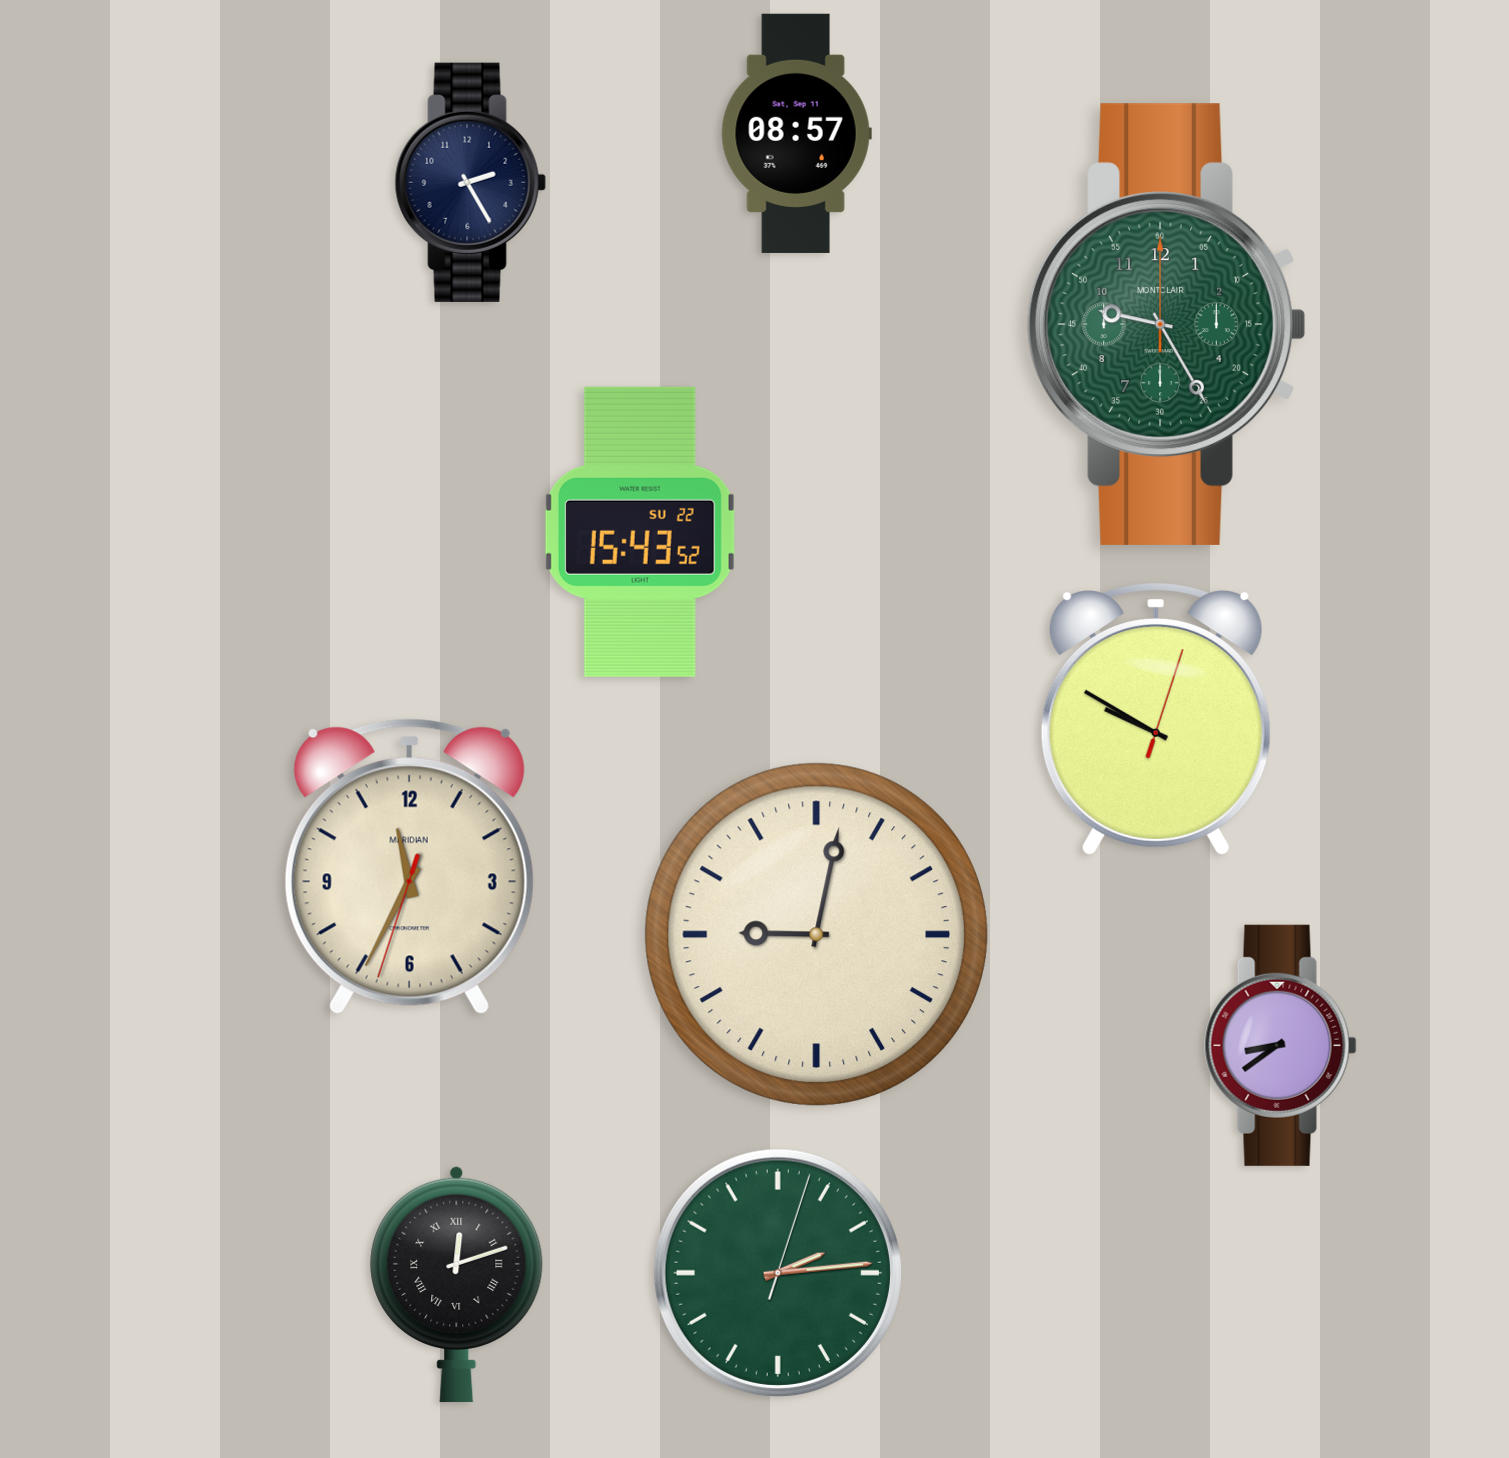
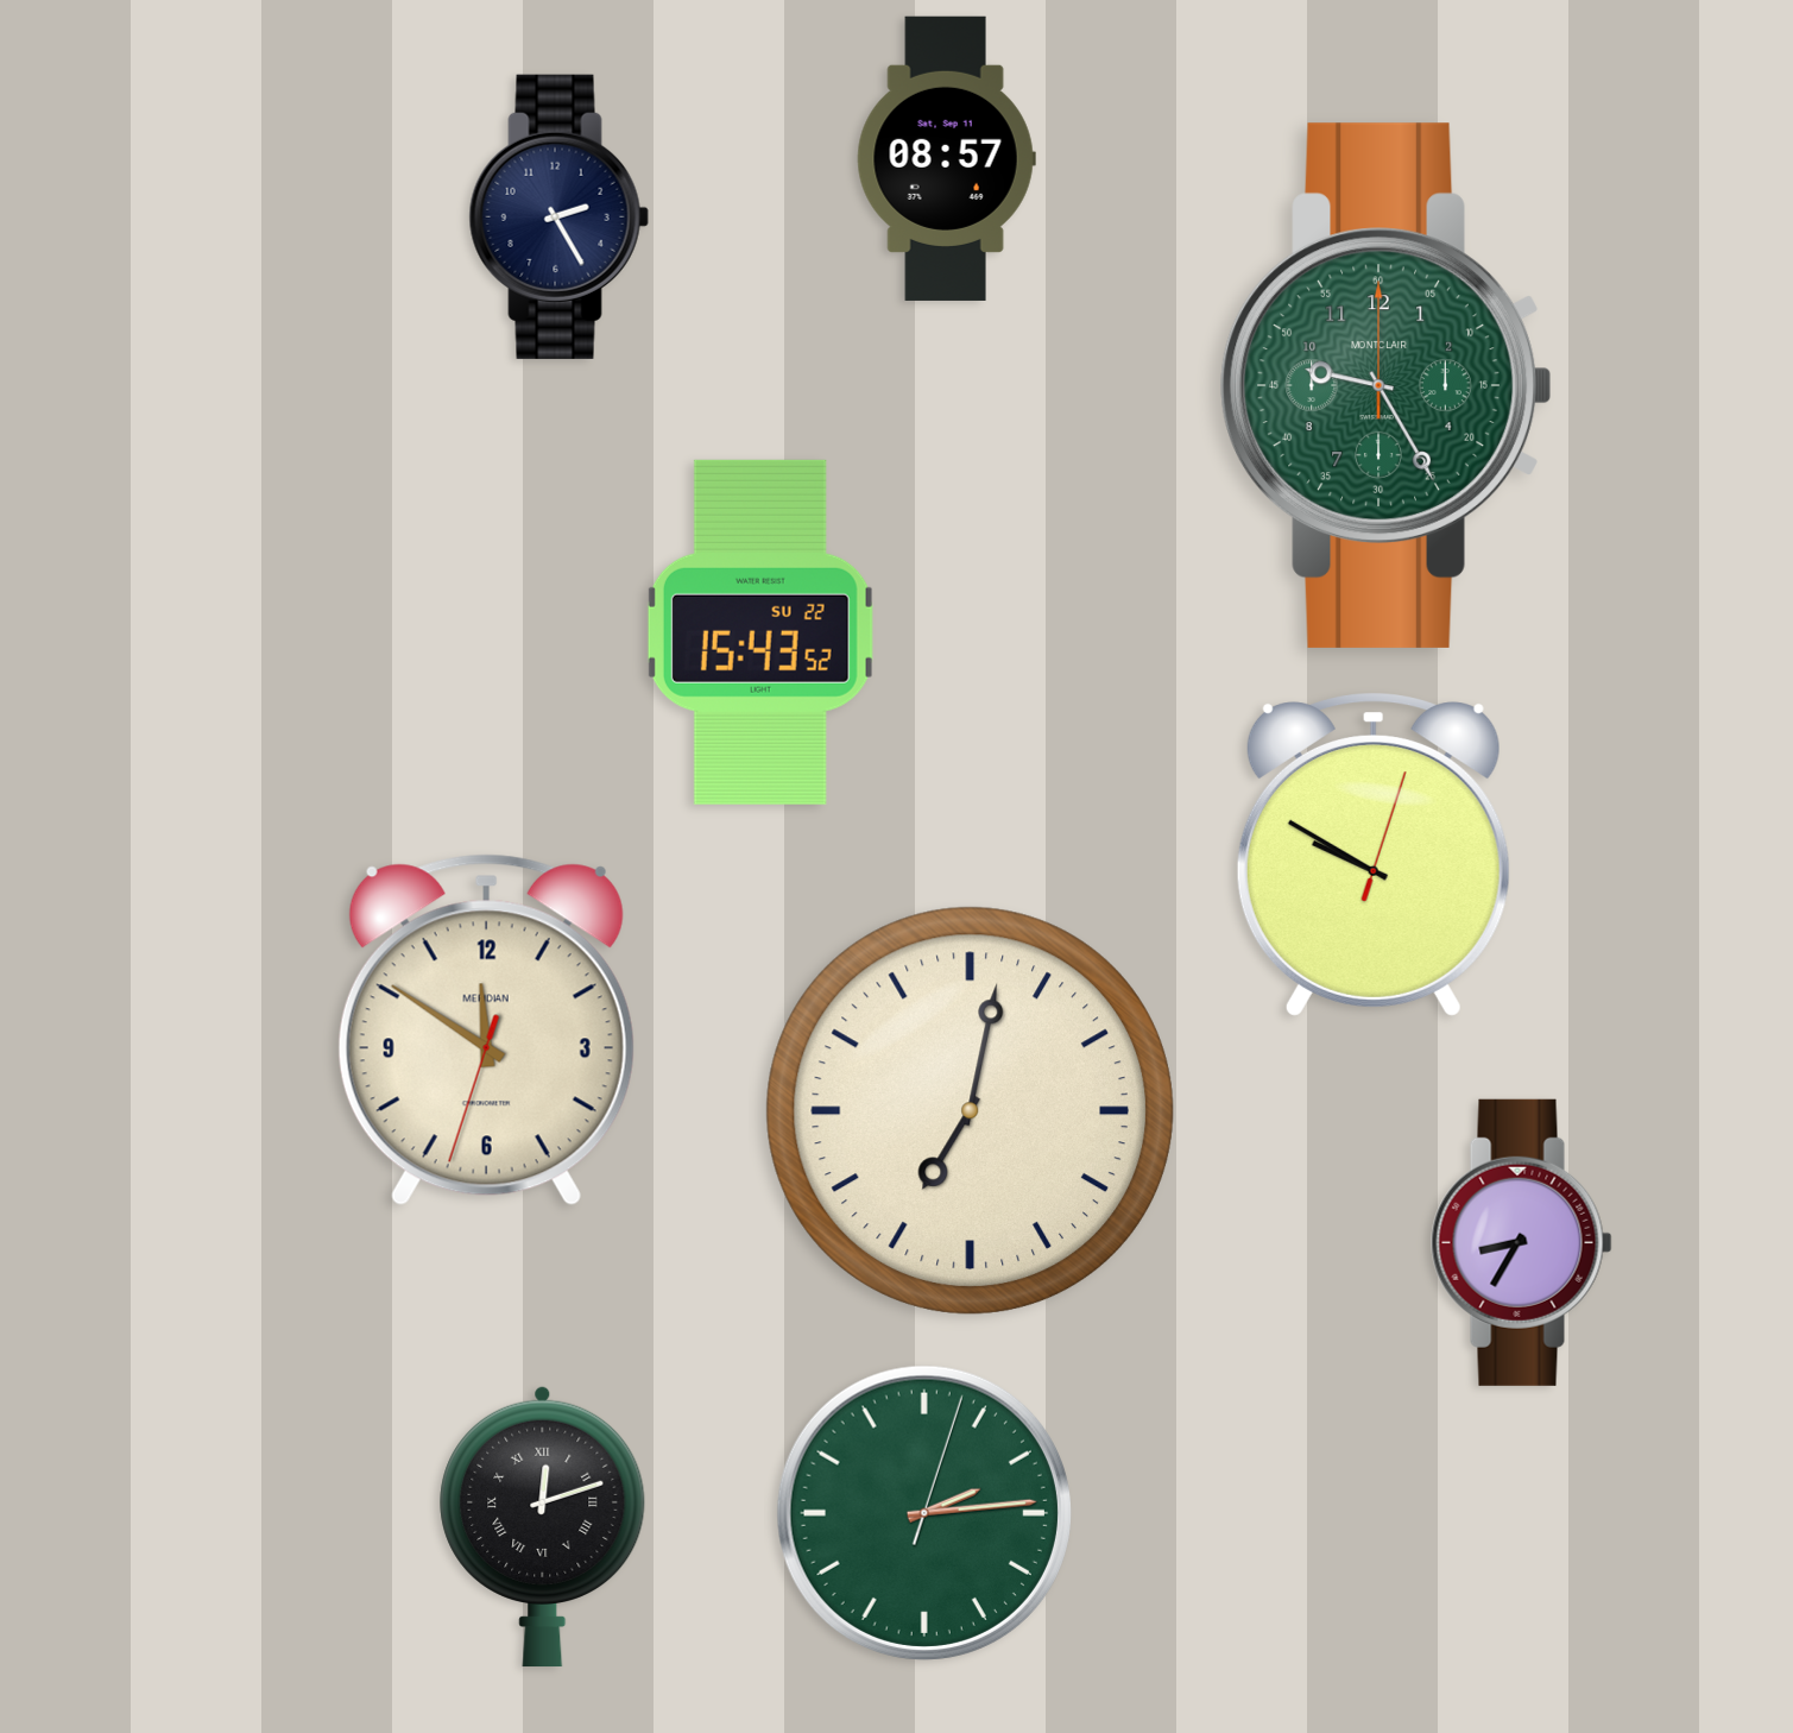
clock at (409, 867): 11:34 -> 11:50
clock at (816, 934): 9:02 -> 7:02
clock at (1281, 1045): 8:39 -> 8:35
